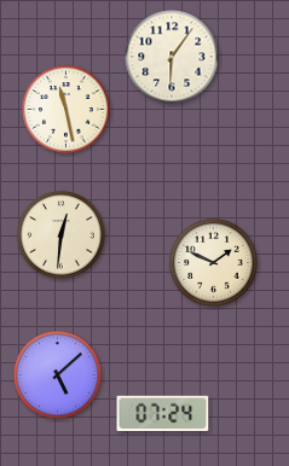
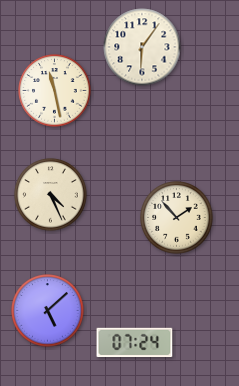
clock at (62, 235): 12:31 -> 4:26
clock at (214, 263): 1:49 -> 1:53
